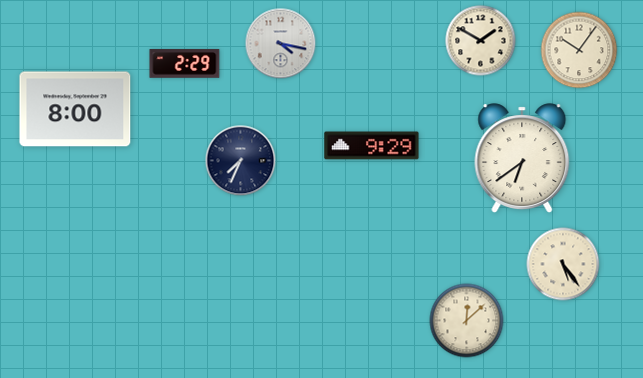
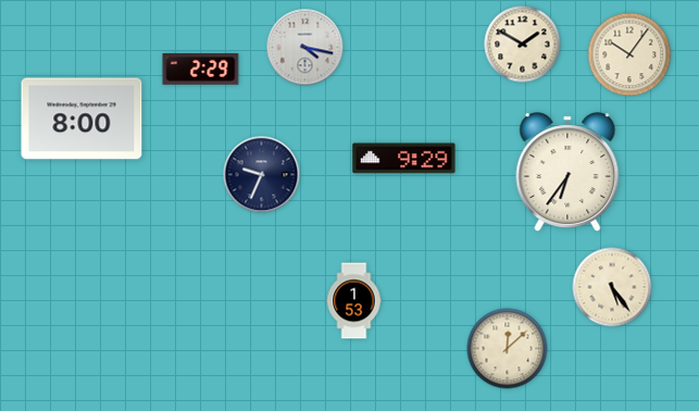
clock at (522, 158): 6:39 -> 6:36
clock at (241, 161): 7:34 -> 9:34
clock at (354, 301): none -> 1:53
